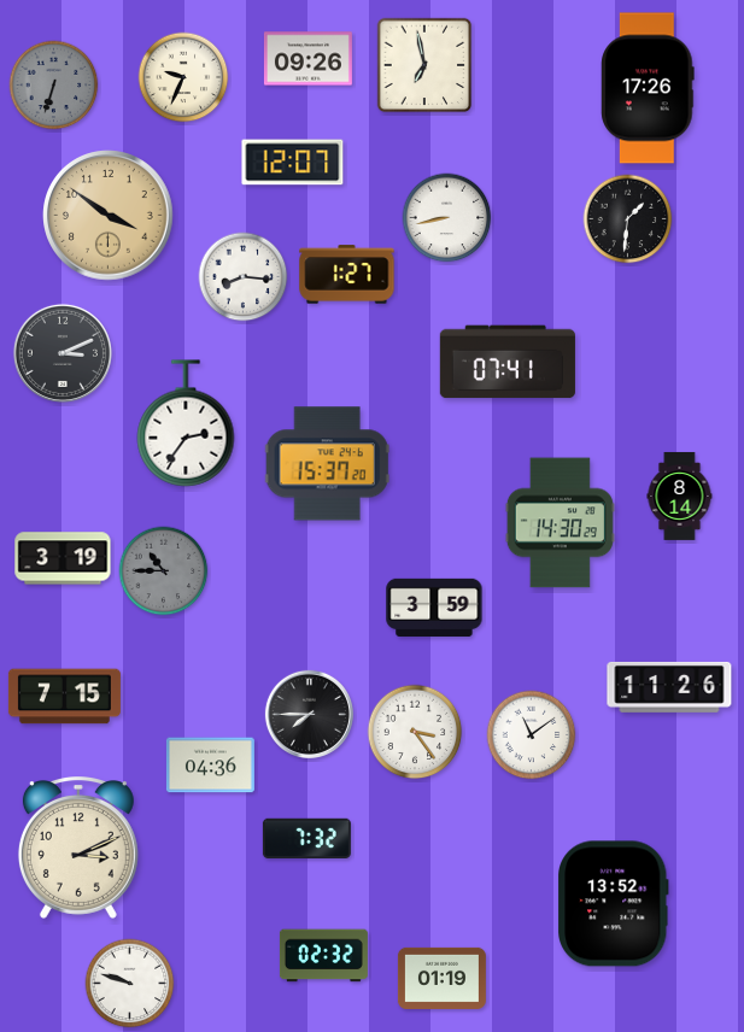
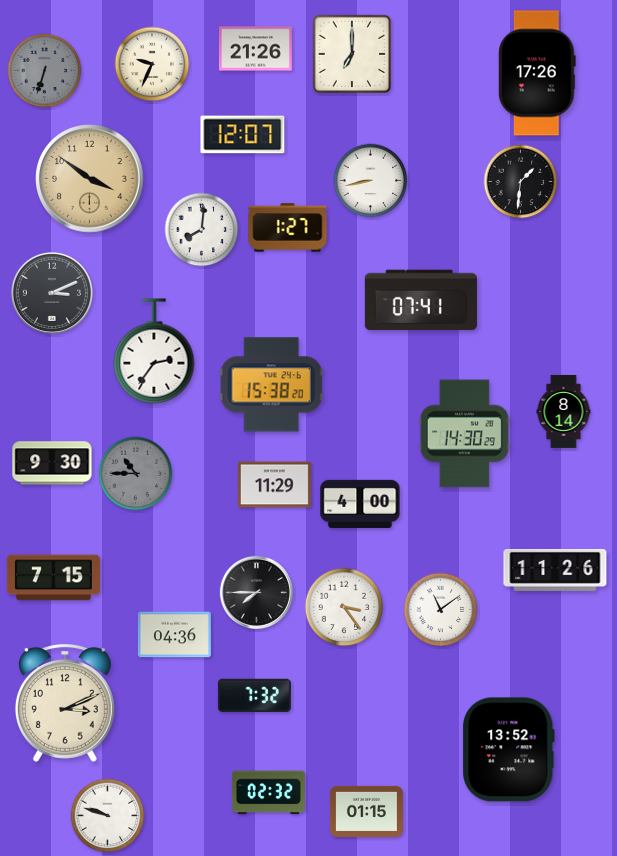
clock at (307, 59): 09:26 -> 21:26
clock at (424, 65): 6:58 -> 7:00
clock at (244, 277): 8:16 -> 8:01
clock at (327, 464): 15:37 -> 15:38
clock at (63, 558): 3:19 -> 9:30
clock at (274, 485): none -> 11:29
clock at (434, 608): 3:59 -> 4:00
clock at (441, 978): 01:19 -> 01:15
